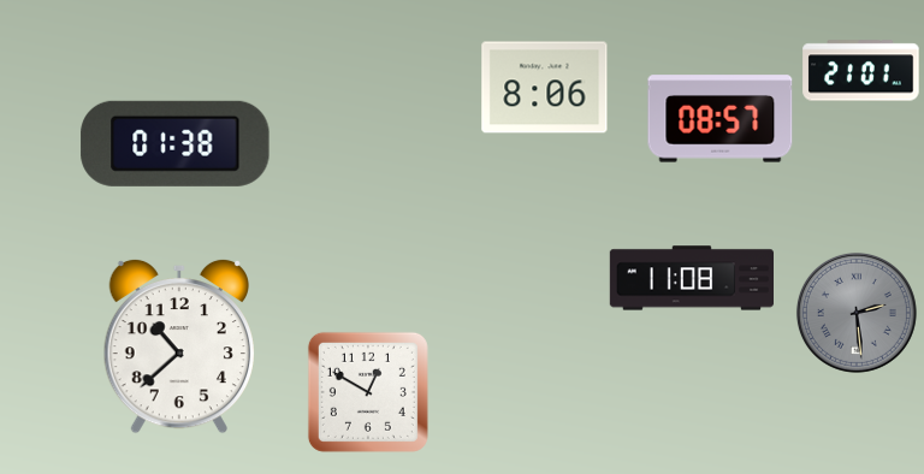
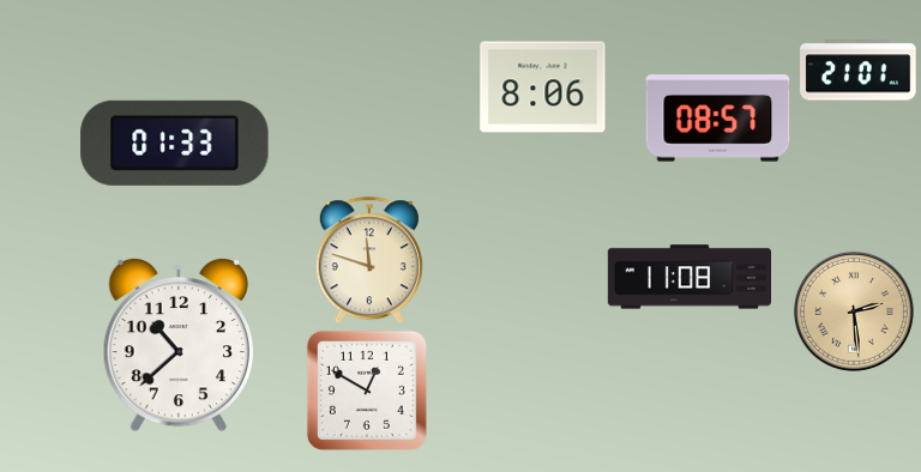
clock at (176, 143): 01:38 -> 01:33
clock at (369, 260): none -> 11:48
clock at (857, 313) dial: grey -> champagne
